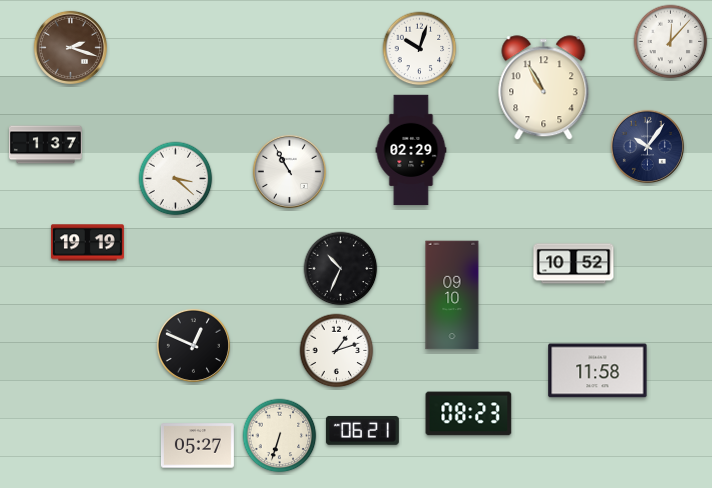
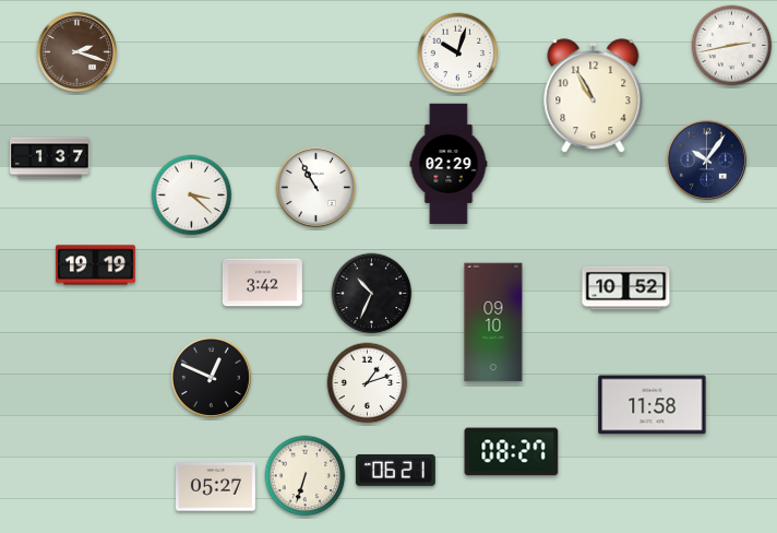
clock at (671, 42): 12:07 -> 2:43
clock at (262, 283): none -> 3:42
clock at (469, 414): 08:23 -> 08:27
